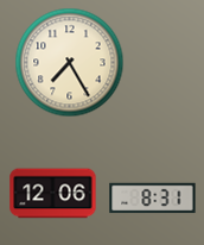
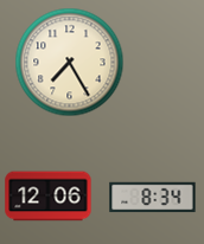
clock at (53, 194) position: (53, 194) -> (49, 197)
clock at (153, 199): 8:31 -> 8:34
